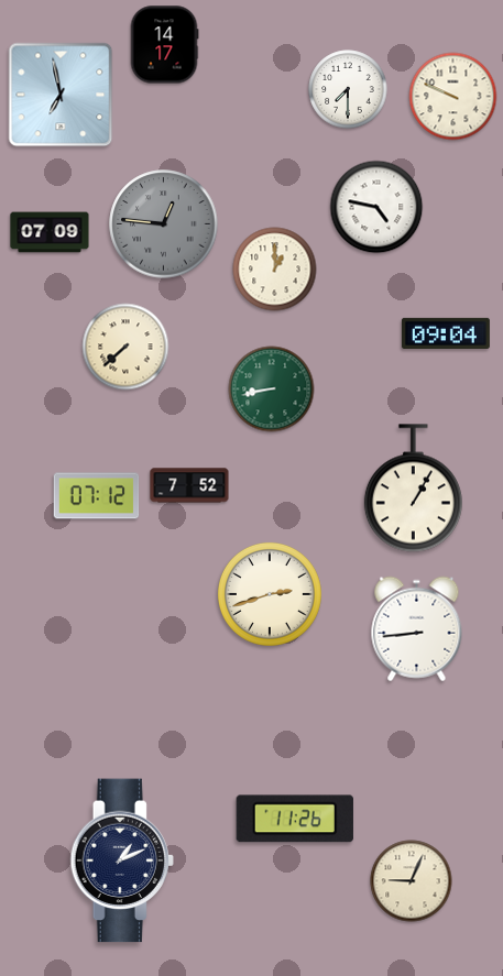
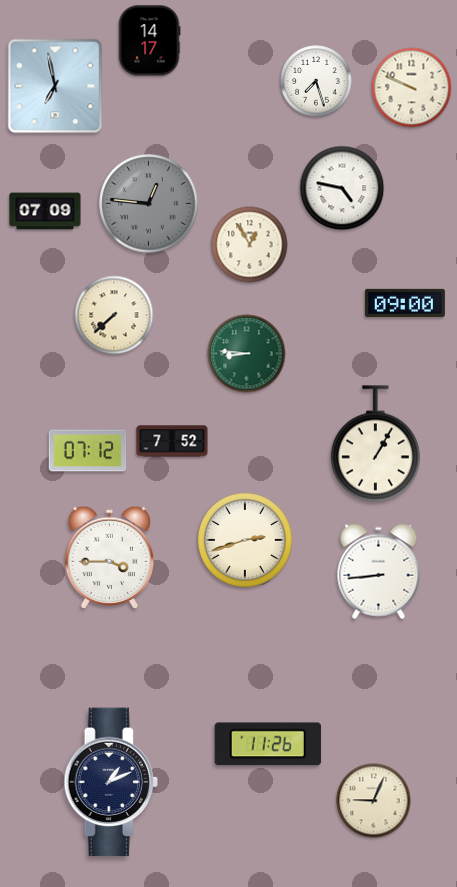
clock at (348, 89): 7:30 -> 7:27
clock at (275, 270): 1:00 -> 12:55
clock at (446, 333): 09:04 -> 09:00
clock at (272, 390): 8:43 -> 8:46
clock at (110, 557): none -> 3:45
